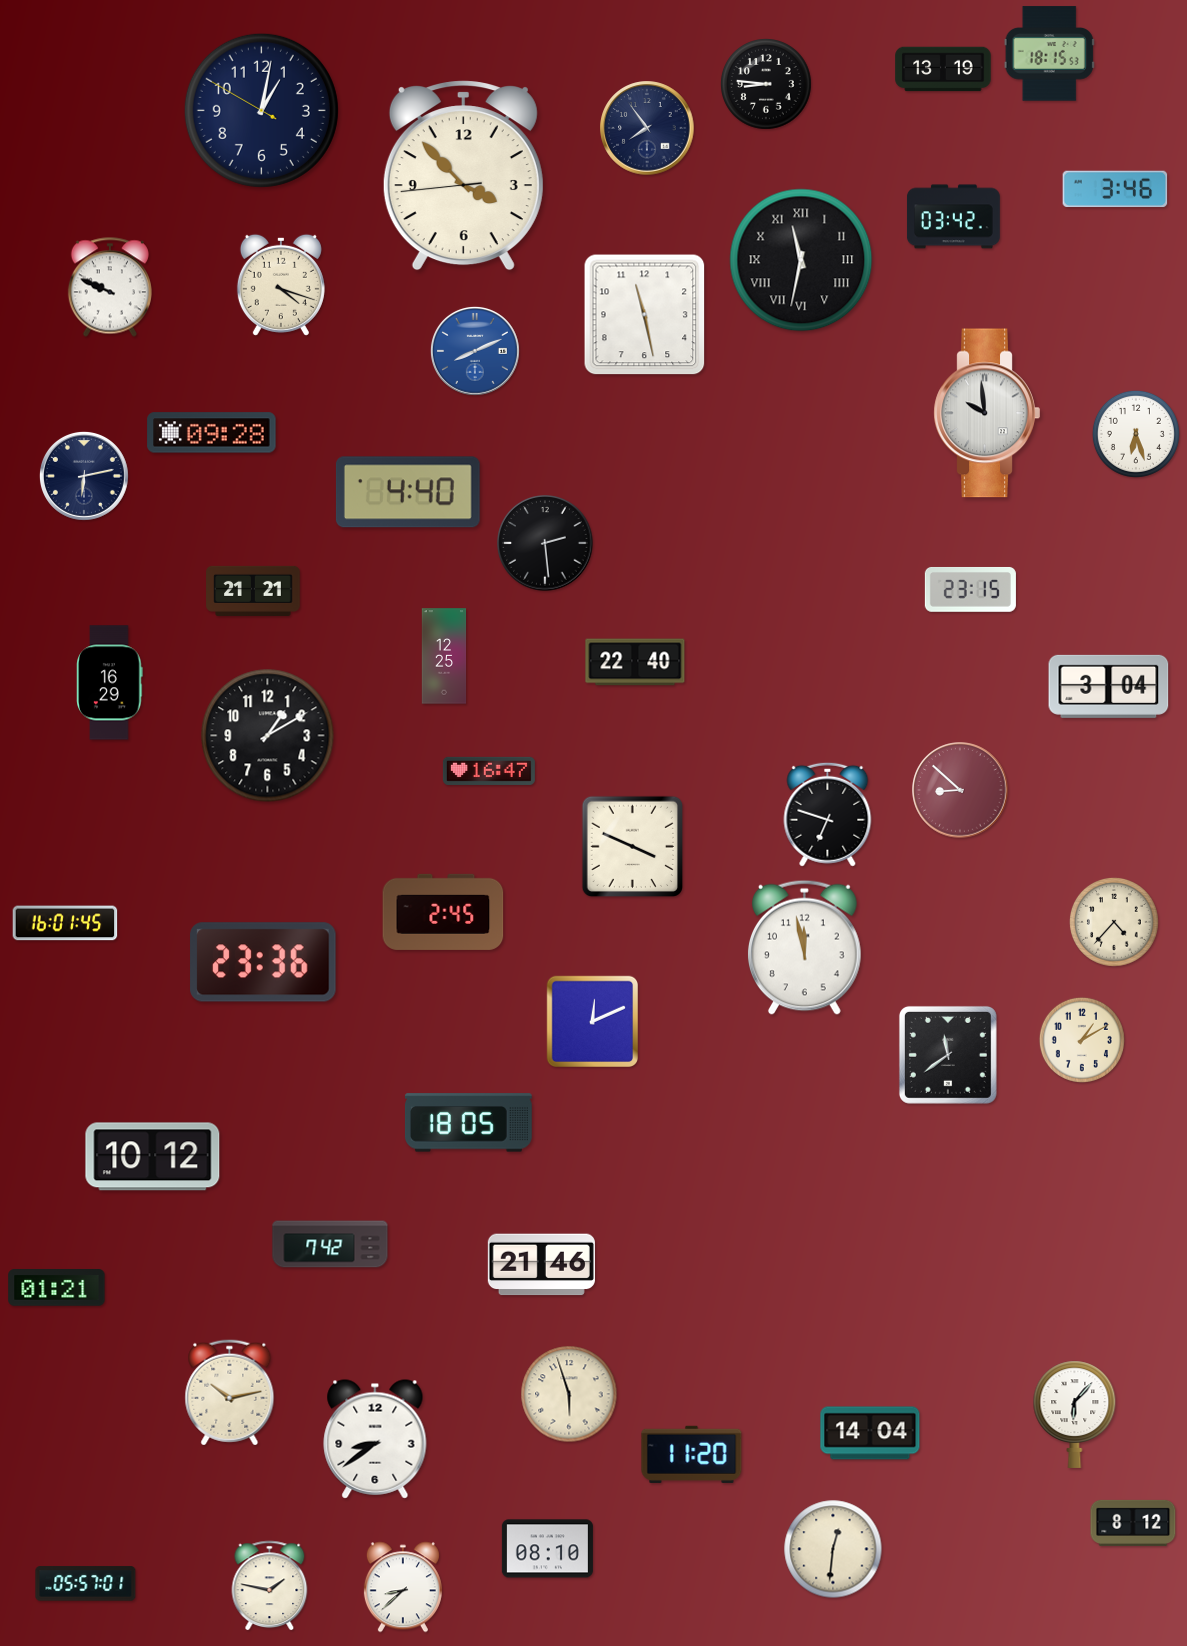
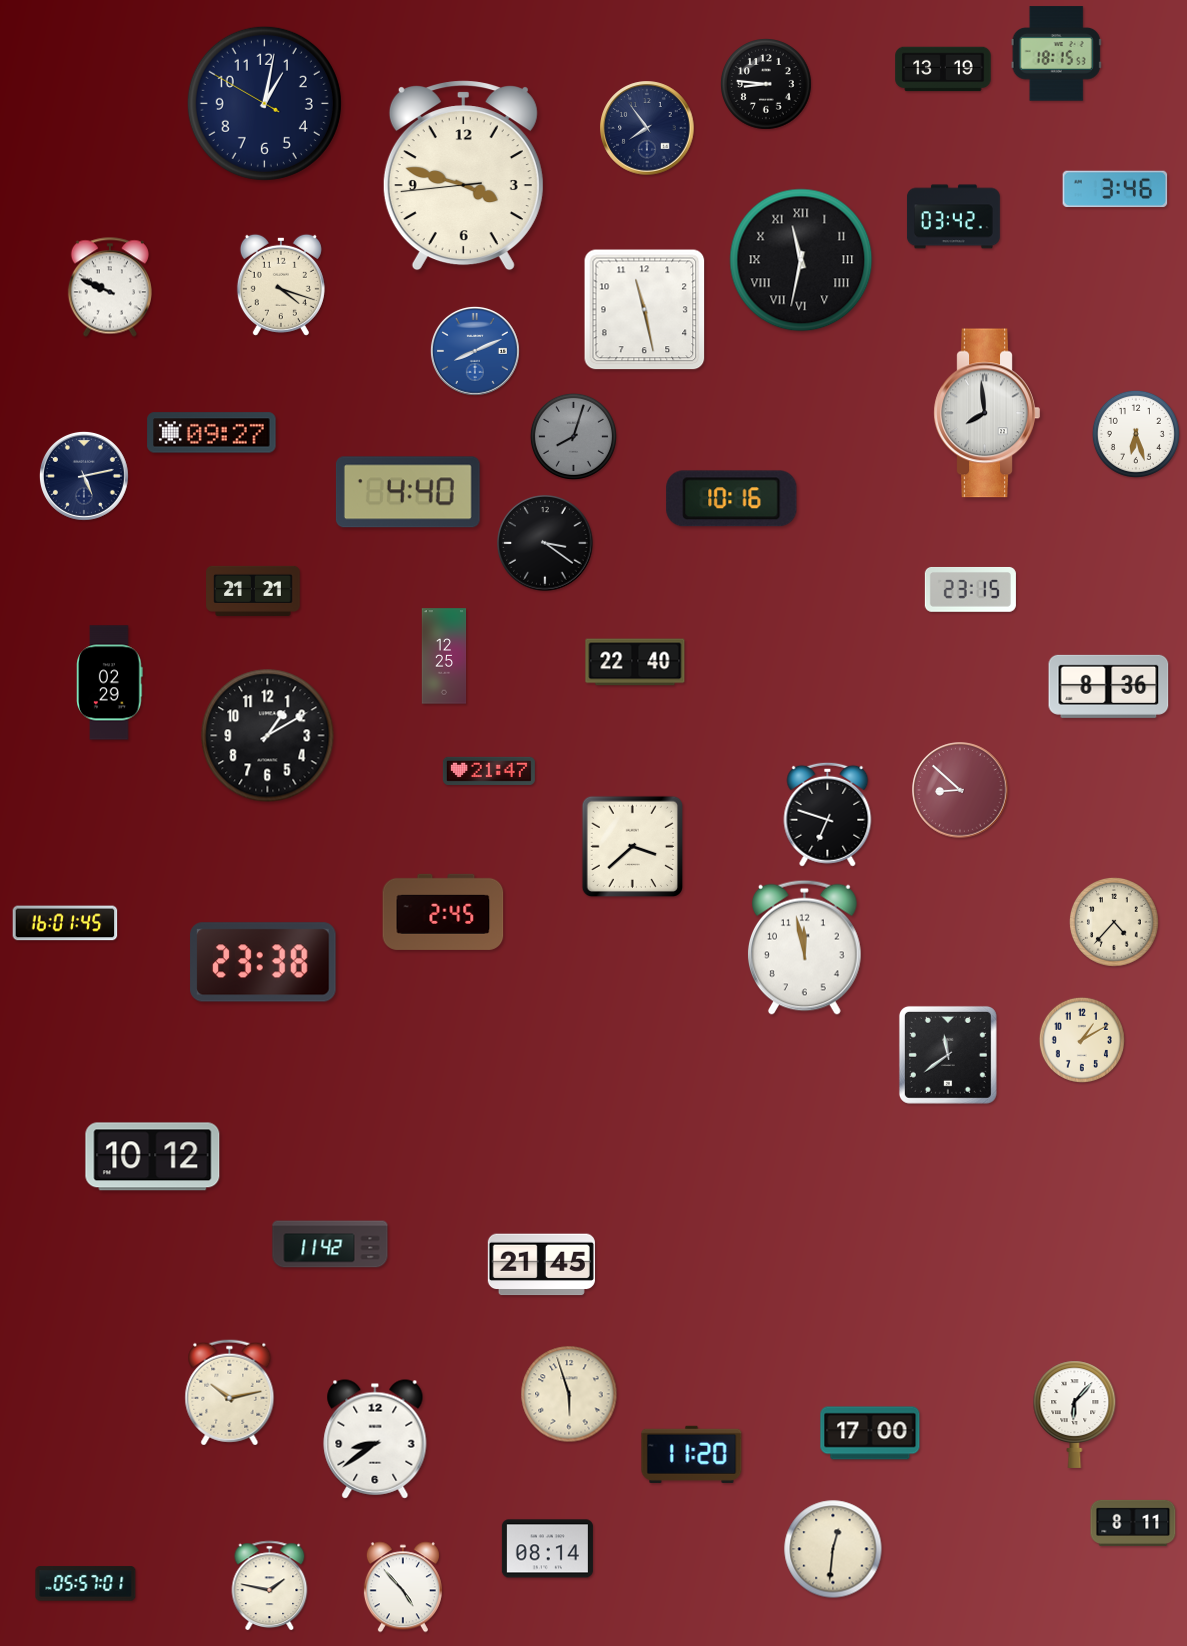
clock at (1049, 54) position: (1049, 54) -> (1056, 54)
clock at (261, 110) position: (261, 110) -> (264, 103)
clock at (463, 176): 3:52 -> 3:47
clock at (645, 315) position: (645, 315) -> (645, 310)
clock at (987, 413): 9:59 -> 7:59
clock at (212, 433): 09:28 -> 09:27
clock at (573, 436): none -> 8:03
clock at (84, 476): 6:13 -> 5:13
clock at (732, 499): none -> 10:16
clock at (545, 543): 2:29 -> 3:21
clock at (110, 683): 16:29 -> 02:29
clock at (1109, 686): 3:04 -> 8:36
clock at (489, 771): 16:47 -> 21:47
clock at (632, 846): 3:49 -> 3:38
clock at (263, 962): 23:36 -> 23:38
clock at (592, 1021): 12:11 -> none
clock at (468, 1123): 18:05 -> none
clock at (330, 1244): 7:42 -> 11:42
clock at (541, 1265): 21:46 -> 21:45
clock at (57, 1288): 01:21 -> none
clock at (870, 1433): 14:04 -> 17:00
clock at (1133, 1523): 8:12 -> 8:11
clock at (547, 1549): 08:10 -> 08:14
clock at (403, 1587): 8:38 -> 4:53
